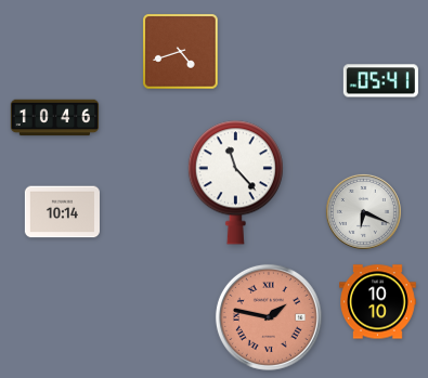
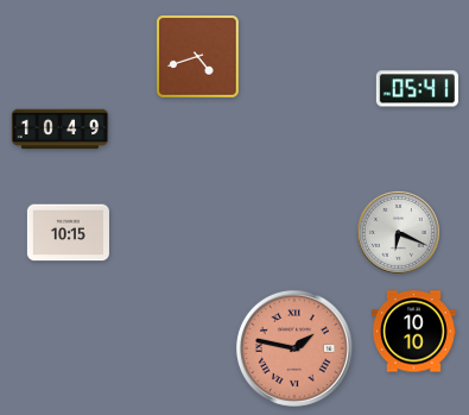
clock at (55, 118): 10:46 -> 10:49
clock at (235, 183): 11:23 -> none
clock at (62, 212): 10:14 -> 10:15
